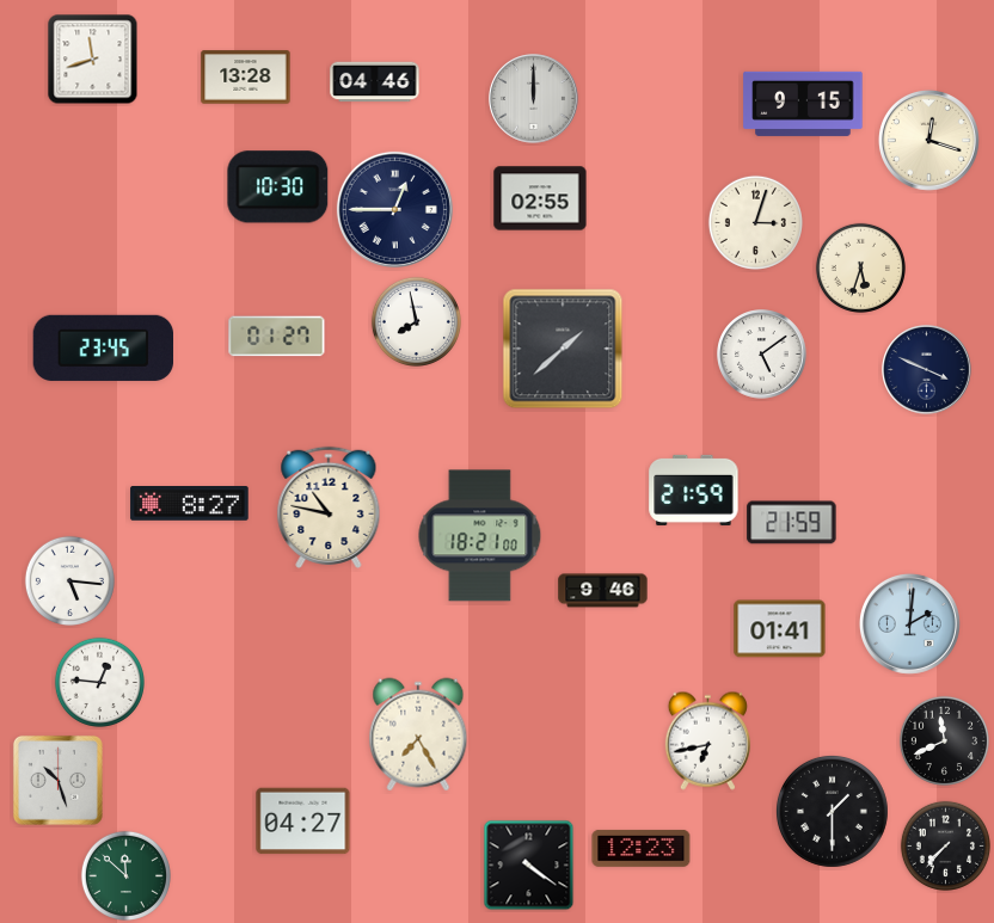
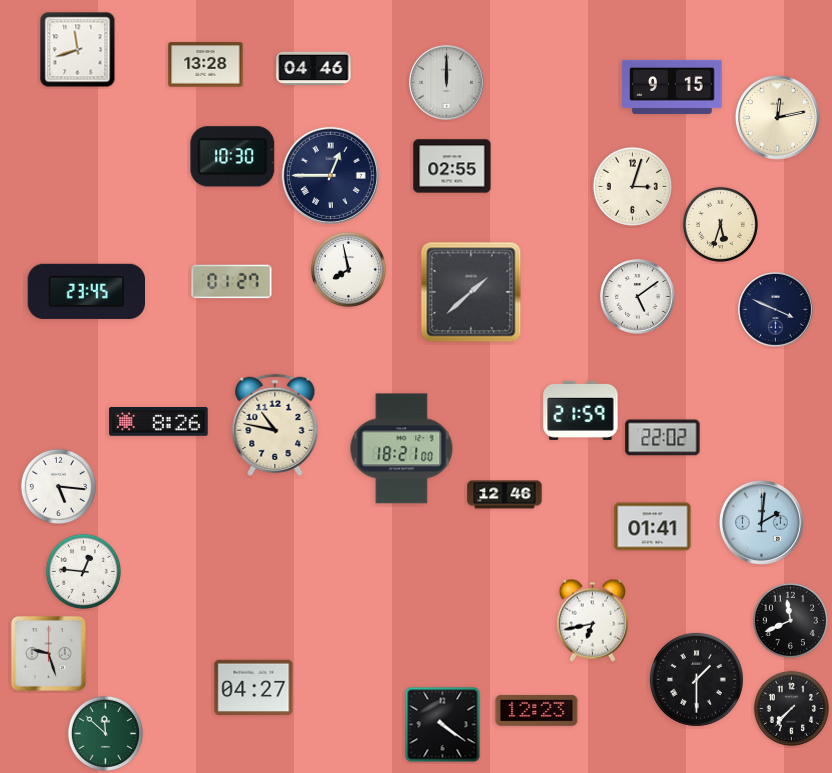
clock at (928, 140): 12:18 -> 12:13
clock at (190, 504): 8:27 -> 8:26
clock at (792, 523): 21:59 -> 22:02
clock at (603, 591): 9:46 -> 12:46
clock at (418, 734): 7:25 -> none
clock at (57, 780): 10:27 -> 9:27
